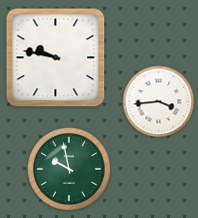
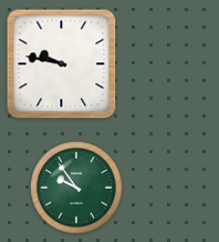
clock at (159, 102): 3:44 -> none
clock at (70, 170): 9:58 -> 9:54
